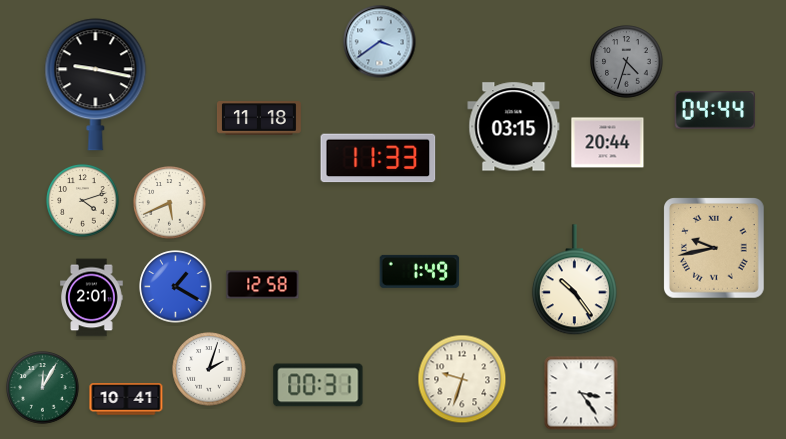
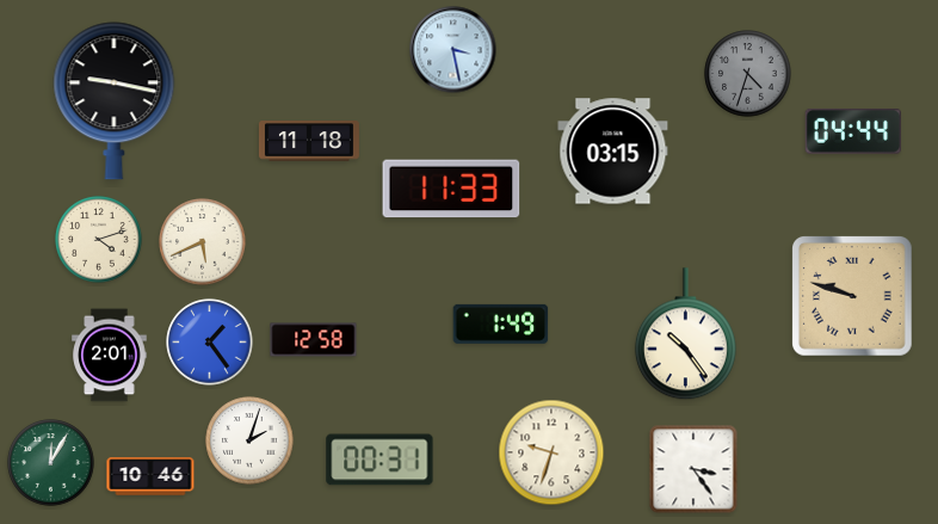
clock at (380, 42): 3:39 -> 3:28
clock at (608, 143): 20:44 -> none
clock at (715, 249): 9:43 -> 9:48
clock at (176, 287): 1:20 -> 1:24
clock at (126, 399): 10:41 -> 10:46
